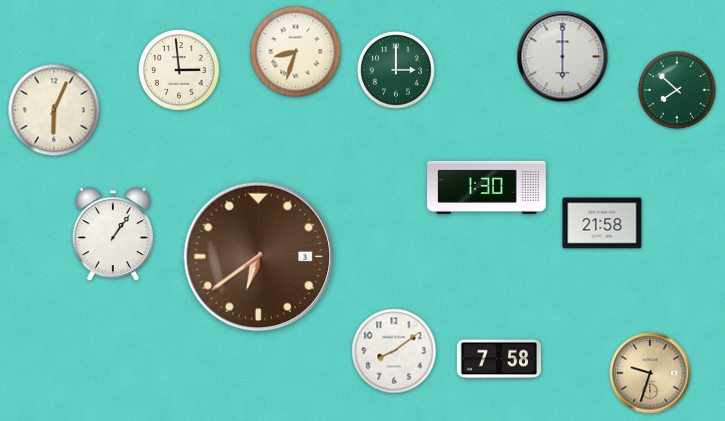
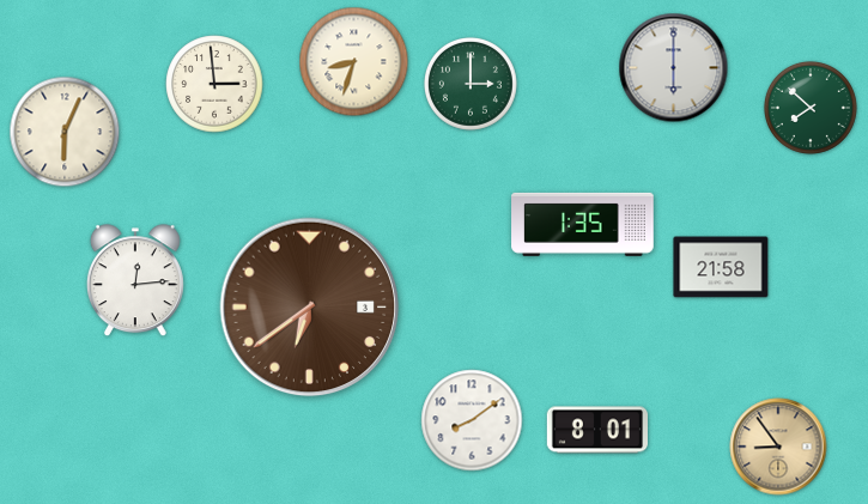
clock at (396, 70) position: (396, 70) -> (471, 84)
clock at (487, 187): 1:30 -> 1:35
clock at (113, 235): 1:06 -> 12:14
clock at (498, 359): 7:58 -> 8:01
clock at (650, 373): 9:33 -> 8:54
